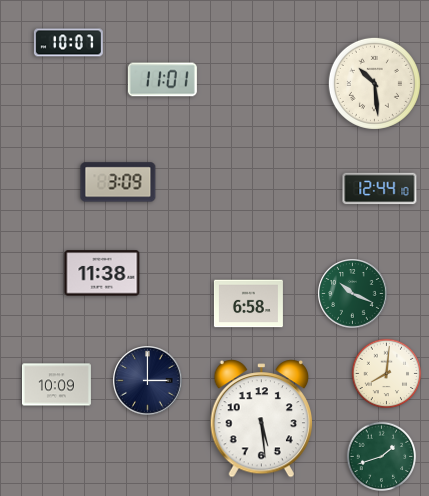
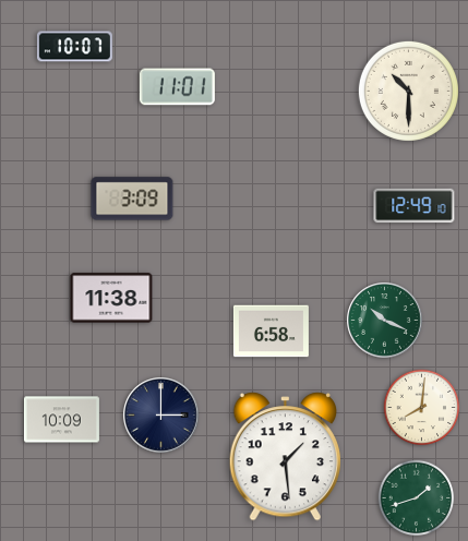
clock at (374, 83): 10:29 -> 10:30
clock at (118, 182) position: (118, 182) -> (132, 199)
clock at (380, 189): 12:44 -> 12:49
clock at (262, 419): 5:29 -> 1:29
